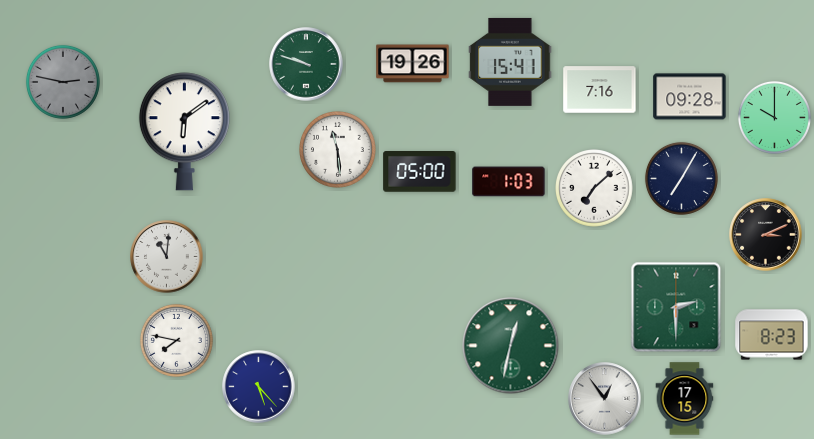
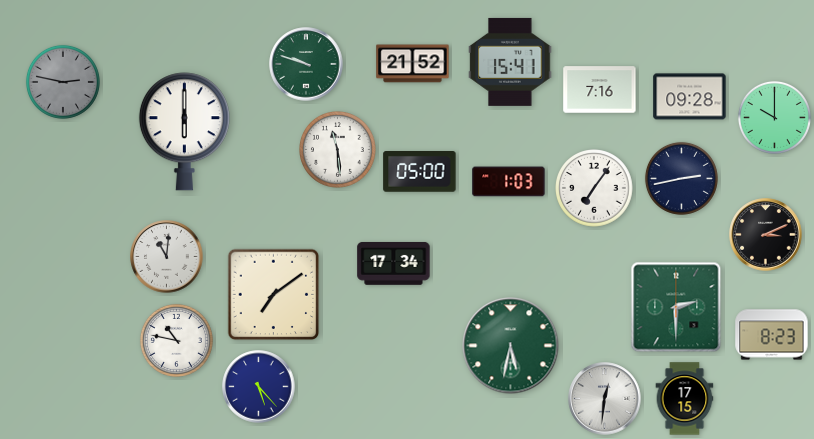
clock at (413, 64): 19:26 -> 21:52
clock at (184, 132): 6:09 -> 6:00
clock at (681, 178): 7:05 -> 2:43
clock at (595, 189): 7:08 -> 7:06
clock at (394, 264): none -> 17:34
clock at (274, 295): none -> 7:09
clock at (176, 340): 7:47 -> 10:47
clock at (511, 346): 12:32 -> 5:32
clock at (605, 399): 12:54 -> 12:31
